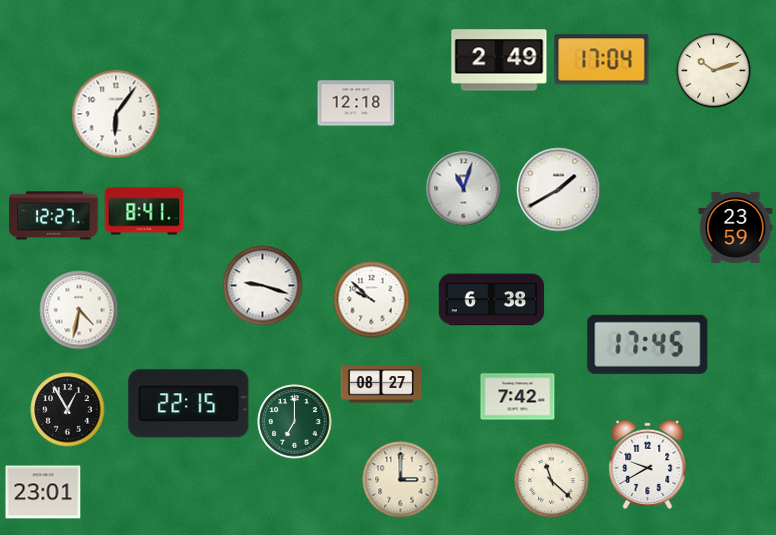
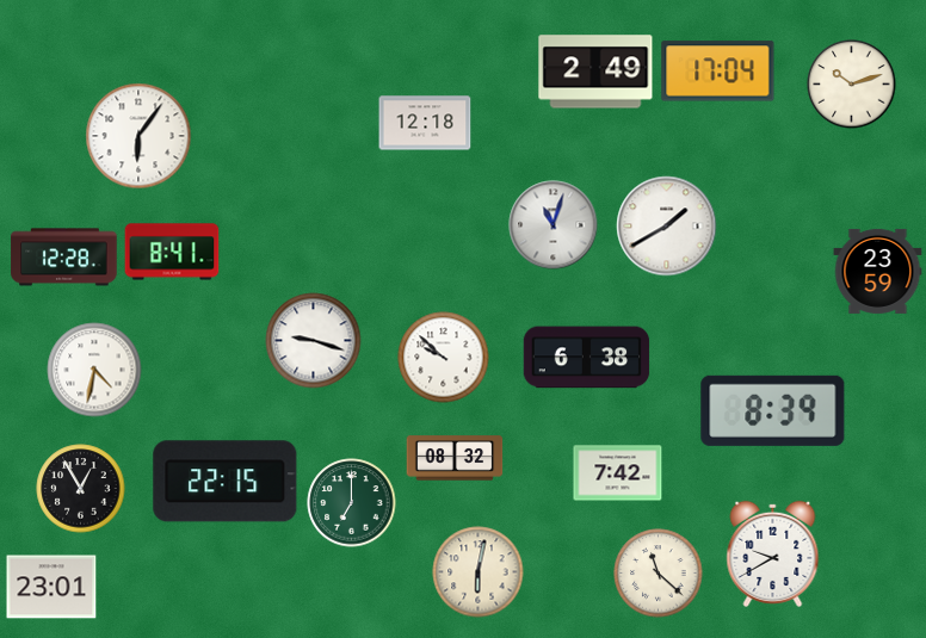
clock at (54, 216): 12:27 -> 12:28
clock at (648, 344): 17:45 -> 8:39
clock at (381, 384): 08:27 -> 08:32
clock at (401, 480): 3:00 -> 6:02
